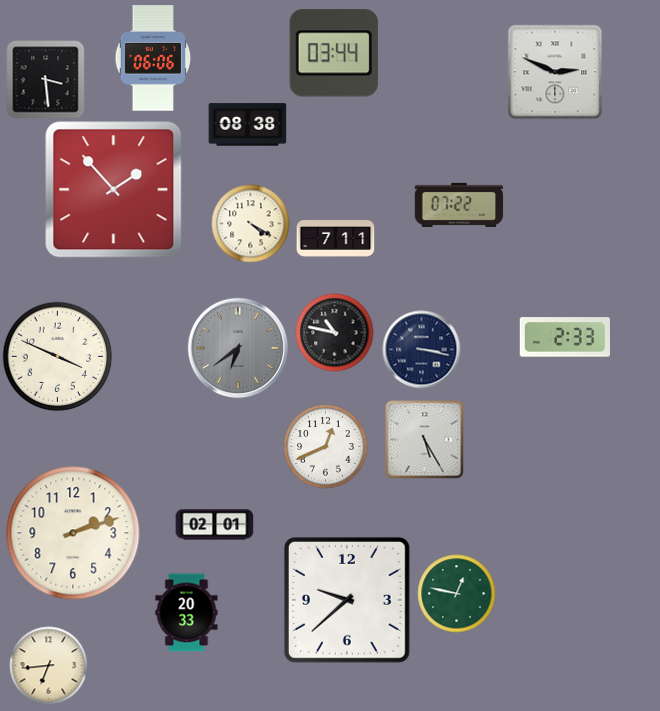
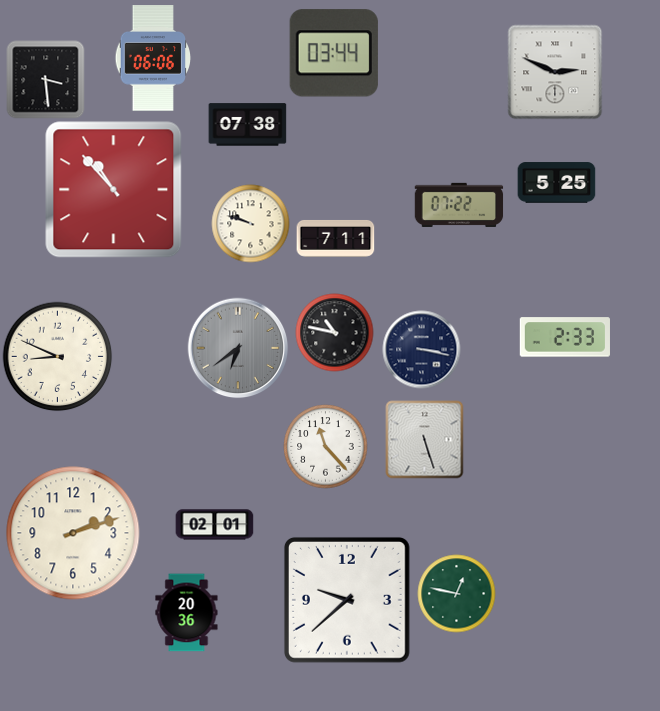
clock at (247, 125): 08:38 -> 07:38
clock at (556, 183): none -> 5:25
clock at (114, 190): 1:53 -> 10:53
clock at (250, 223): 4:20 -> 9:48
clock at (57, 356): 3:49 -> 8:49
clock at (424, 439): 5:25 -> 5:27
clock at (325, 446): 12:41 -> 11:23
clock at (187, 612): 20:33 -> 20:36
clock at (48, 665): 6:44 -> none
